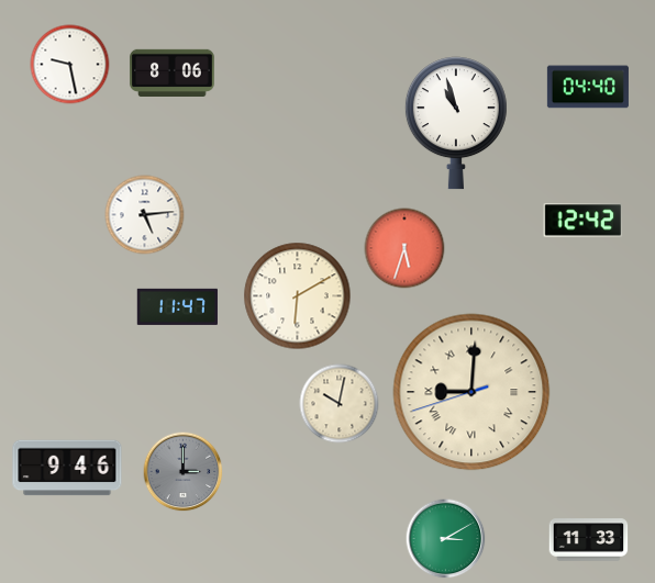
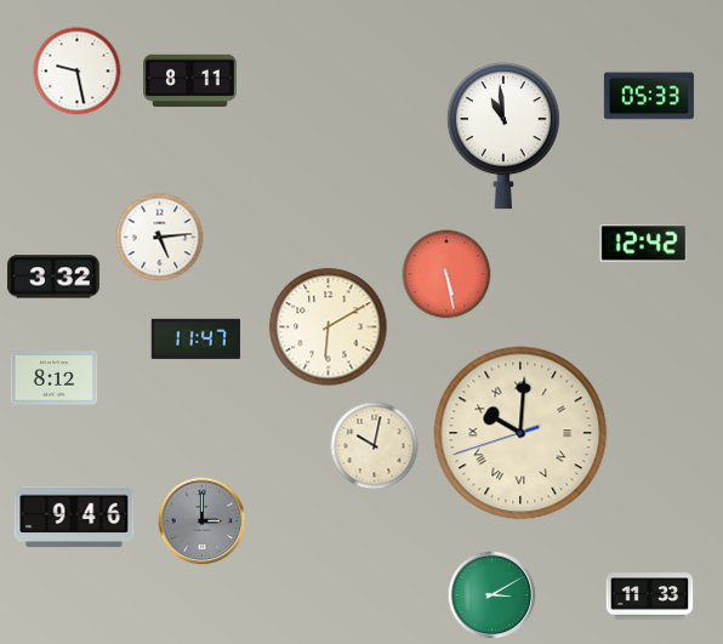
clock at (173, 72): 8:06 -> 8:11
clock at (588, 87): 04:40 -> 05:33
clock at (456, 123): 10:57 -> 10:59
clock at (404, 248): 5:33 -> 5:28
clock at (55, 277): none -> 3:32
clock at (55, 378): none -> 8:12
clock at (471, 392): 9:00 -> 10:00
